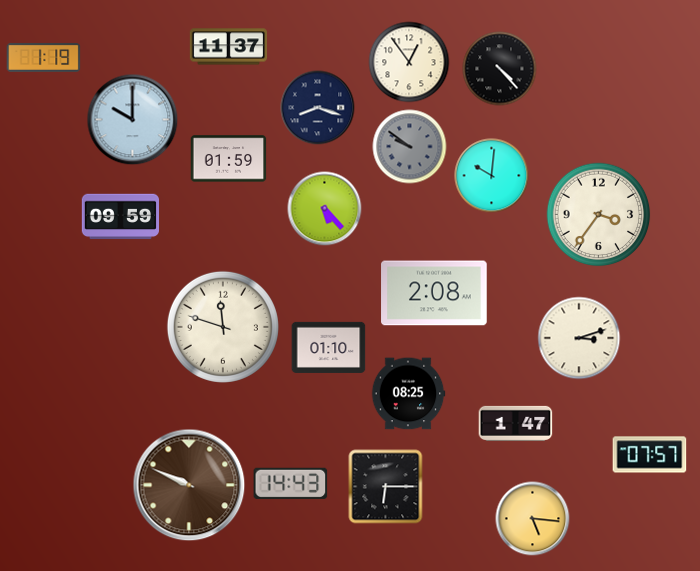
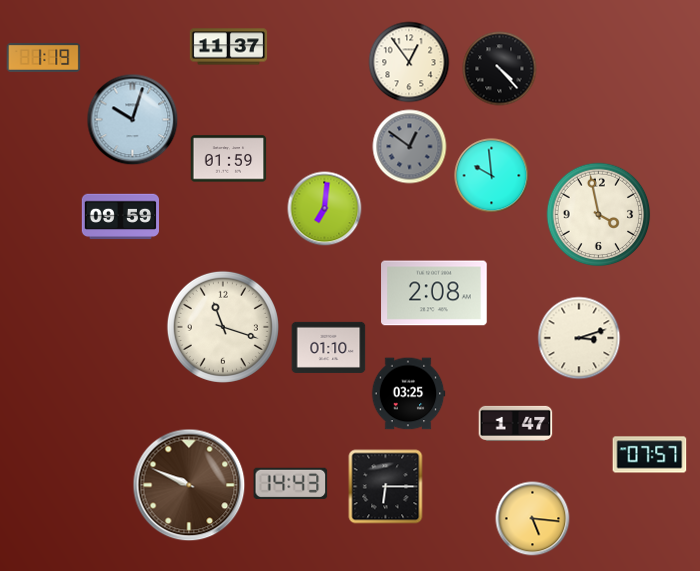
clock at (318, 108): 8:18 -> none
clock at (133, 120): 10:00 -> 10:03
clock at (410, 147): 9:51 -> 12:51
clock at (492, 176): 10:01 -> 9:59
clock at (325, 209): 5:23 -> 7:01
clock at (599, 215): 3:36 -> 3:58
clock at (223, 327): 11:48 -> 11:18
clock at (408, 394): 08:25 -> 03:25
